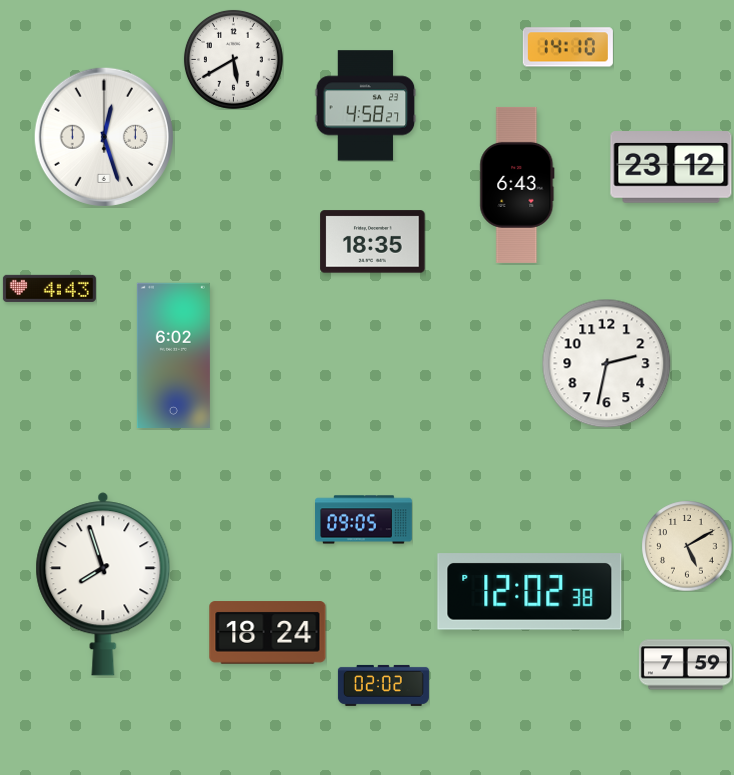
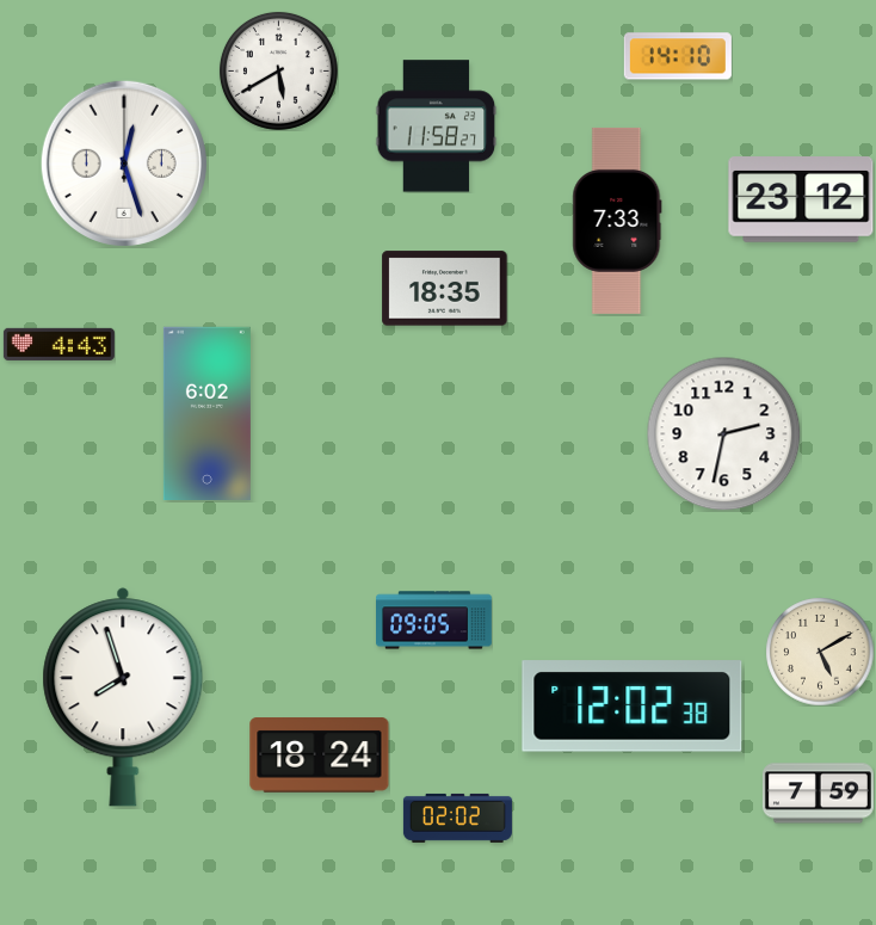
clock at (366, 106): 4:58 -> 11:58
clock at (517, 185): 6:43 -> 7:33
clock at (173, 355) position: (173, 355) -> (206, 413)
